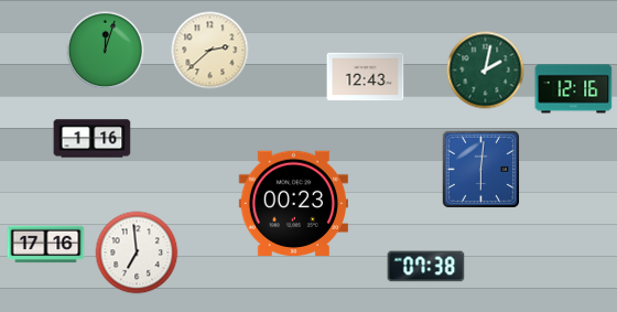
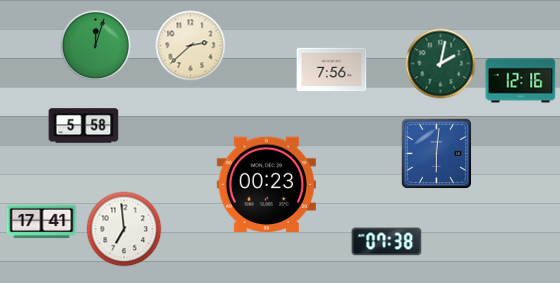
clock at (366, 77): 12:43 -> 7:56
clock at (93, 139): 1:16 -> 5:58
clock at (46, 245): 17:16 -> 17:41
